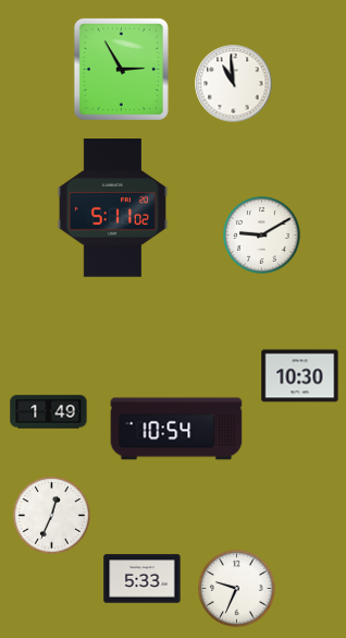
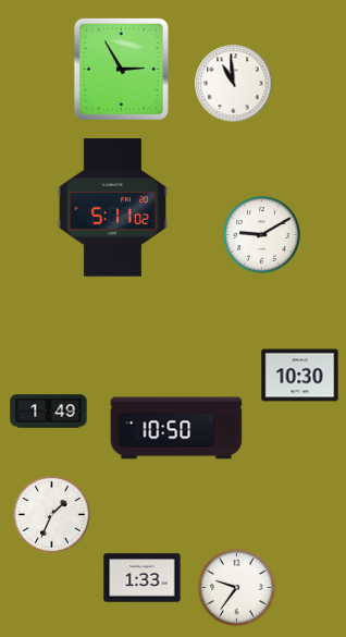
clock at (176, 429): 10:54 -> 10:50
clock at (52, 516): 12:34 -> 1:34
clock at (143, 579): 5:33 -> 1:33
clock at (237, 589): 9:34 -> 9:36
